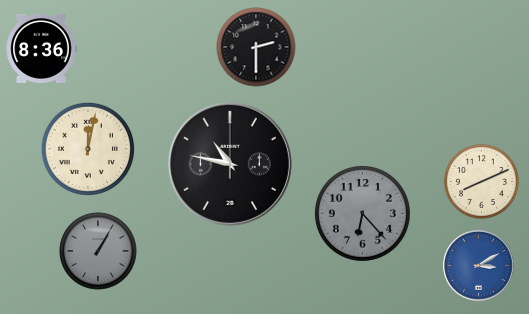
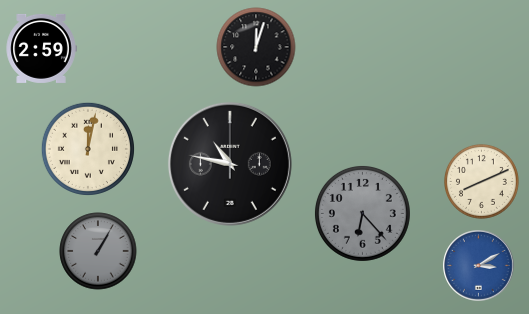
clock at (256, 47): 2:30 -> 12:03
clock at (41, 48): 8:36 -> 2:59
